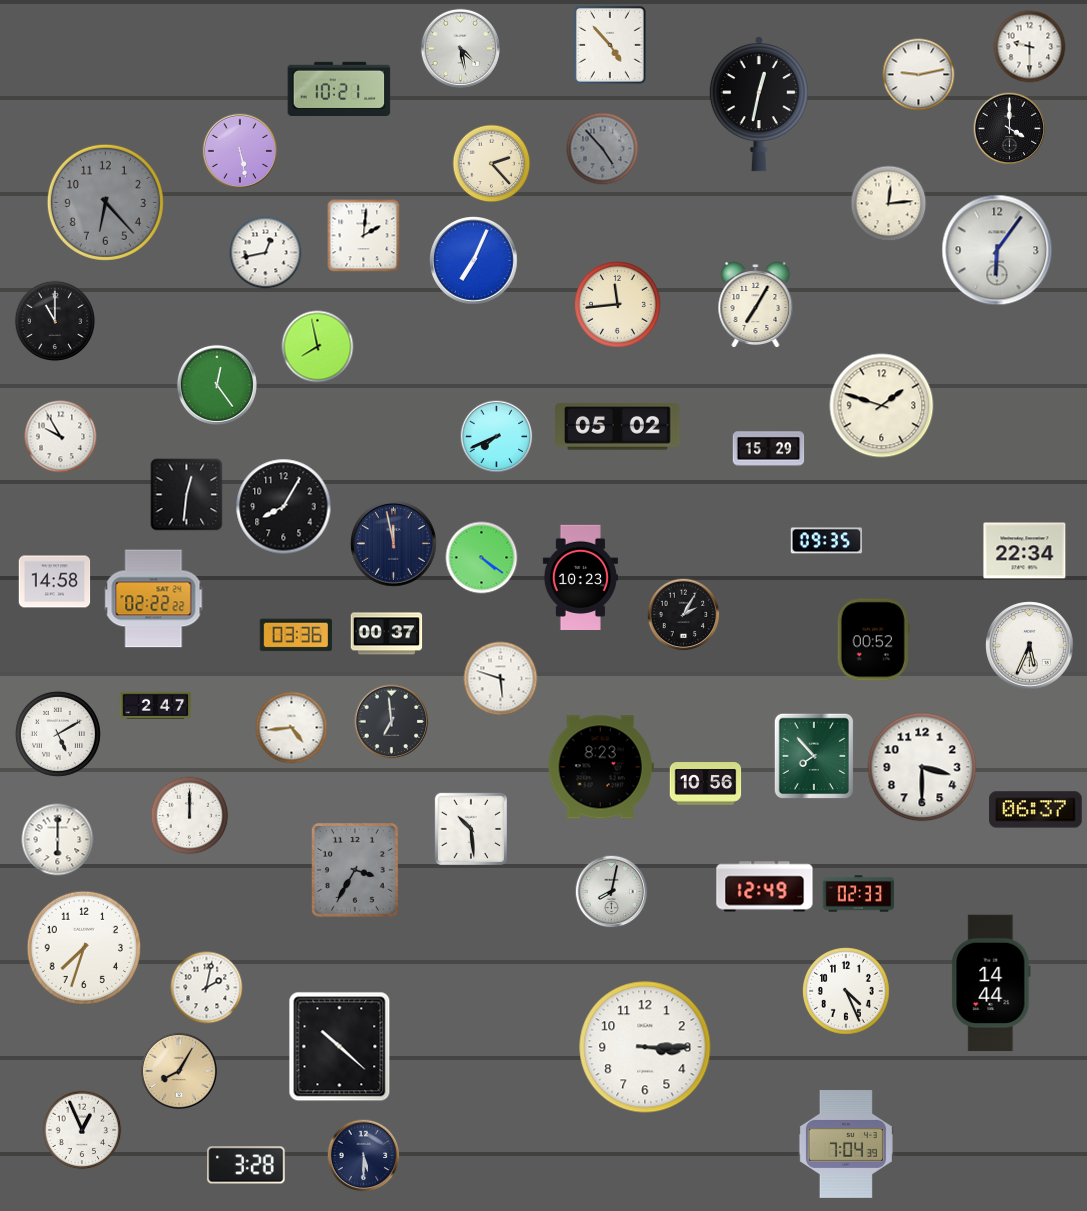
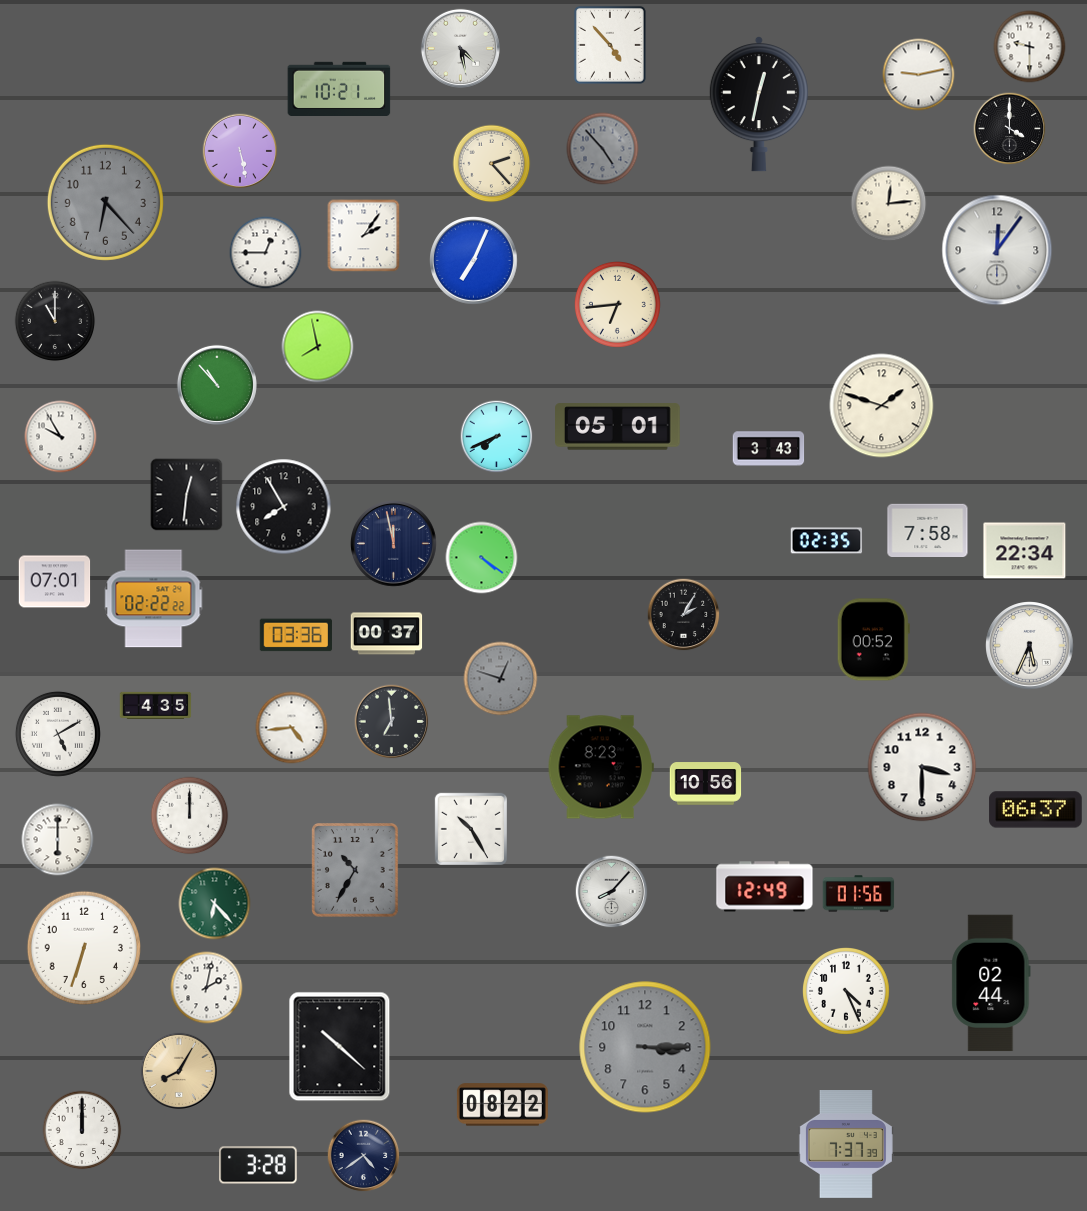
clock at (364, 236): 2:01 -> 2:06
clock at (997, 250): 6:06 -> 12:06
clock at (266, 253): 12:43 -> 12:45
clock at (617, 304): 11:44 -> 6:44
clock at (756, 305): 7:05 -> none
clock at (217, 385): 12:24 -> 10:53
clock at (618, 427): 05:02 -> 05:01
clock at (769, 449): 15:29 -> 3:43
clock at (284, 507): 8:05 -> 7:55
clock at (928, 530): none -> 7:58
clock at (827, 541): 09:35 -> 02:35
clock at (580, 577): 10:23 -> none
clock at (55, 582): 14:58 -> 07:01
clock at (501, 679): 5:48 -> 12:48
clock at (501, 679) dial: white -> grey
clock at (156, 705): 2:47 -> 4:35
clock at (813, 755): 7:53 -> none
clock at (470, 828): 10:29 -> 10:25
clock at (356, 871): 3:35 -> 10:35
clock at (612, 892): 8:02 -> 8:07
clock at (859, 894): 02:33 -> 01:56
clock at (215, 904): none -> 6:23
clock at (83, 947): 7:33 -> 6:33
clock at (991, 983): 14:44 -> 02:44
clock at (645, 1047) dial: white -> grey
clock at (502, 1105): none -> 08:22
clock at (82, 1130): 12:56 -> 12:00
clock at (846, 1145): 7:04 -> 7:37
clock at (364, 1156): 5:30 -> 4:39
clock at (246, 1165) position: (246, 1165) -> (258, 1165)
